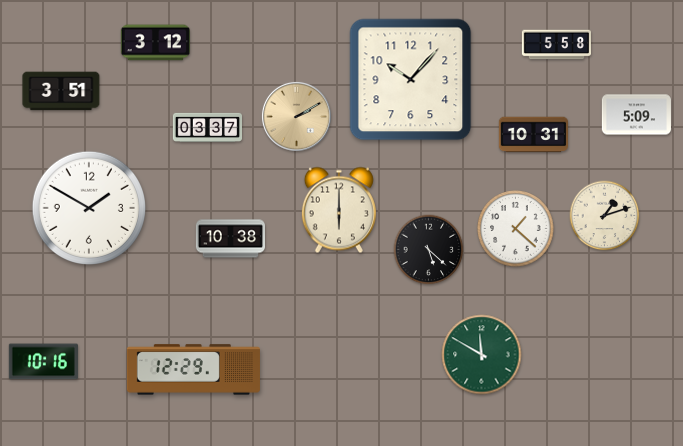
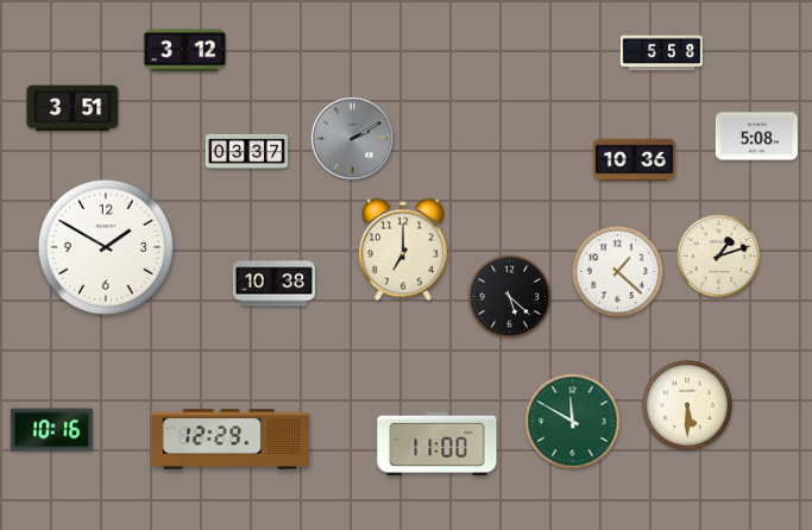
clock at (411, 80): 10:07 -> none
clock at (636, 115): 5:09 -> 5:08
clock at (296, 116) dial: champagne -> grey
clock at (533, 135): 10:31 -> 10:36
clock at (339, 210): 6:00 -> 7:00
clock at (516, 229) position: (516, 229) -> (618, 272)
clock at (688, 406): none -> 5:30
clock at (438, 443): none -> 11:00
